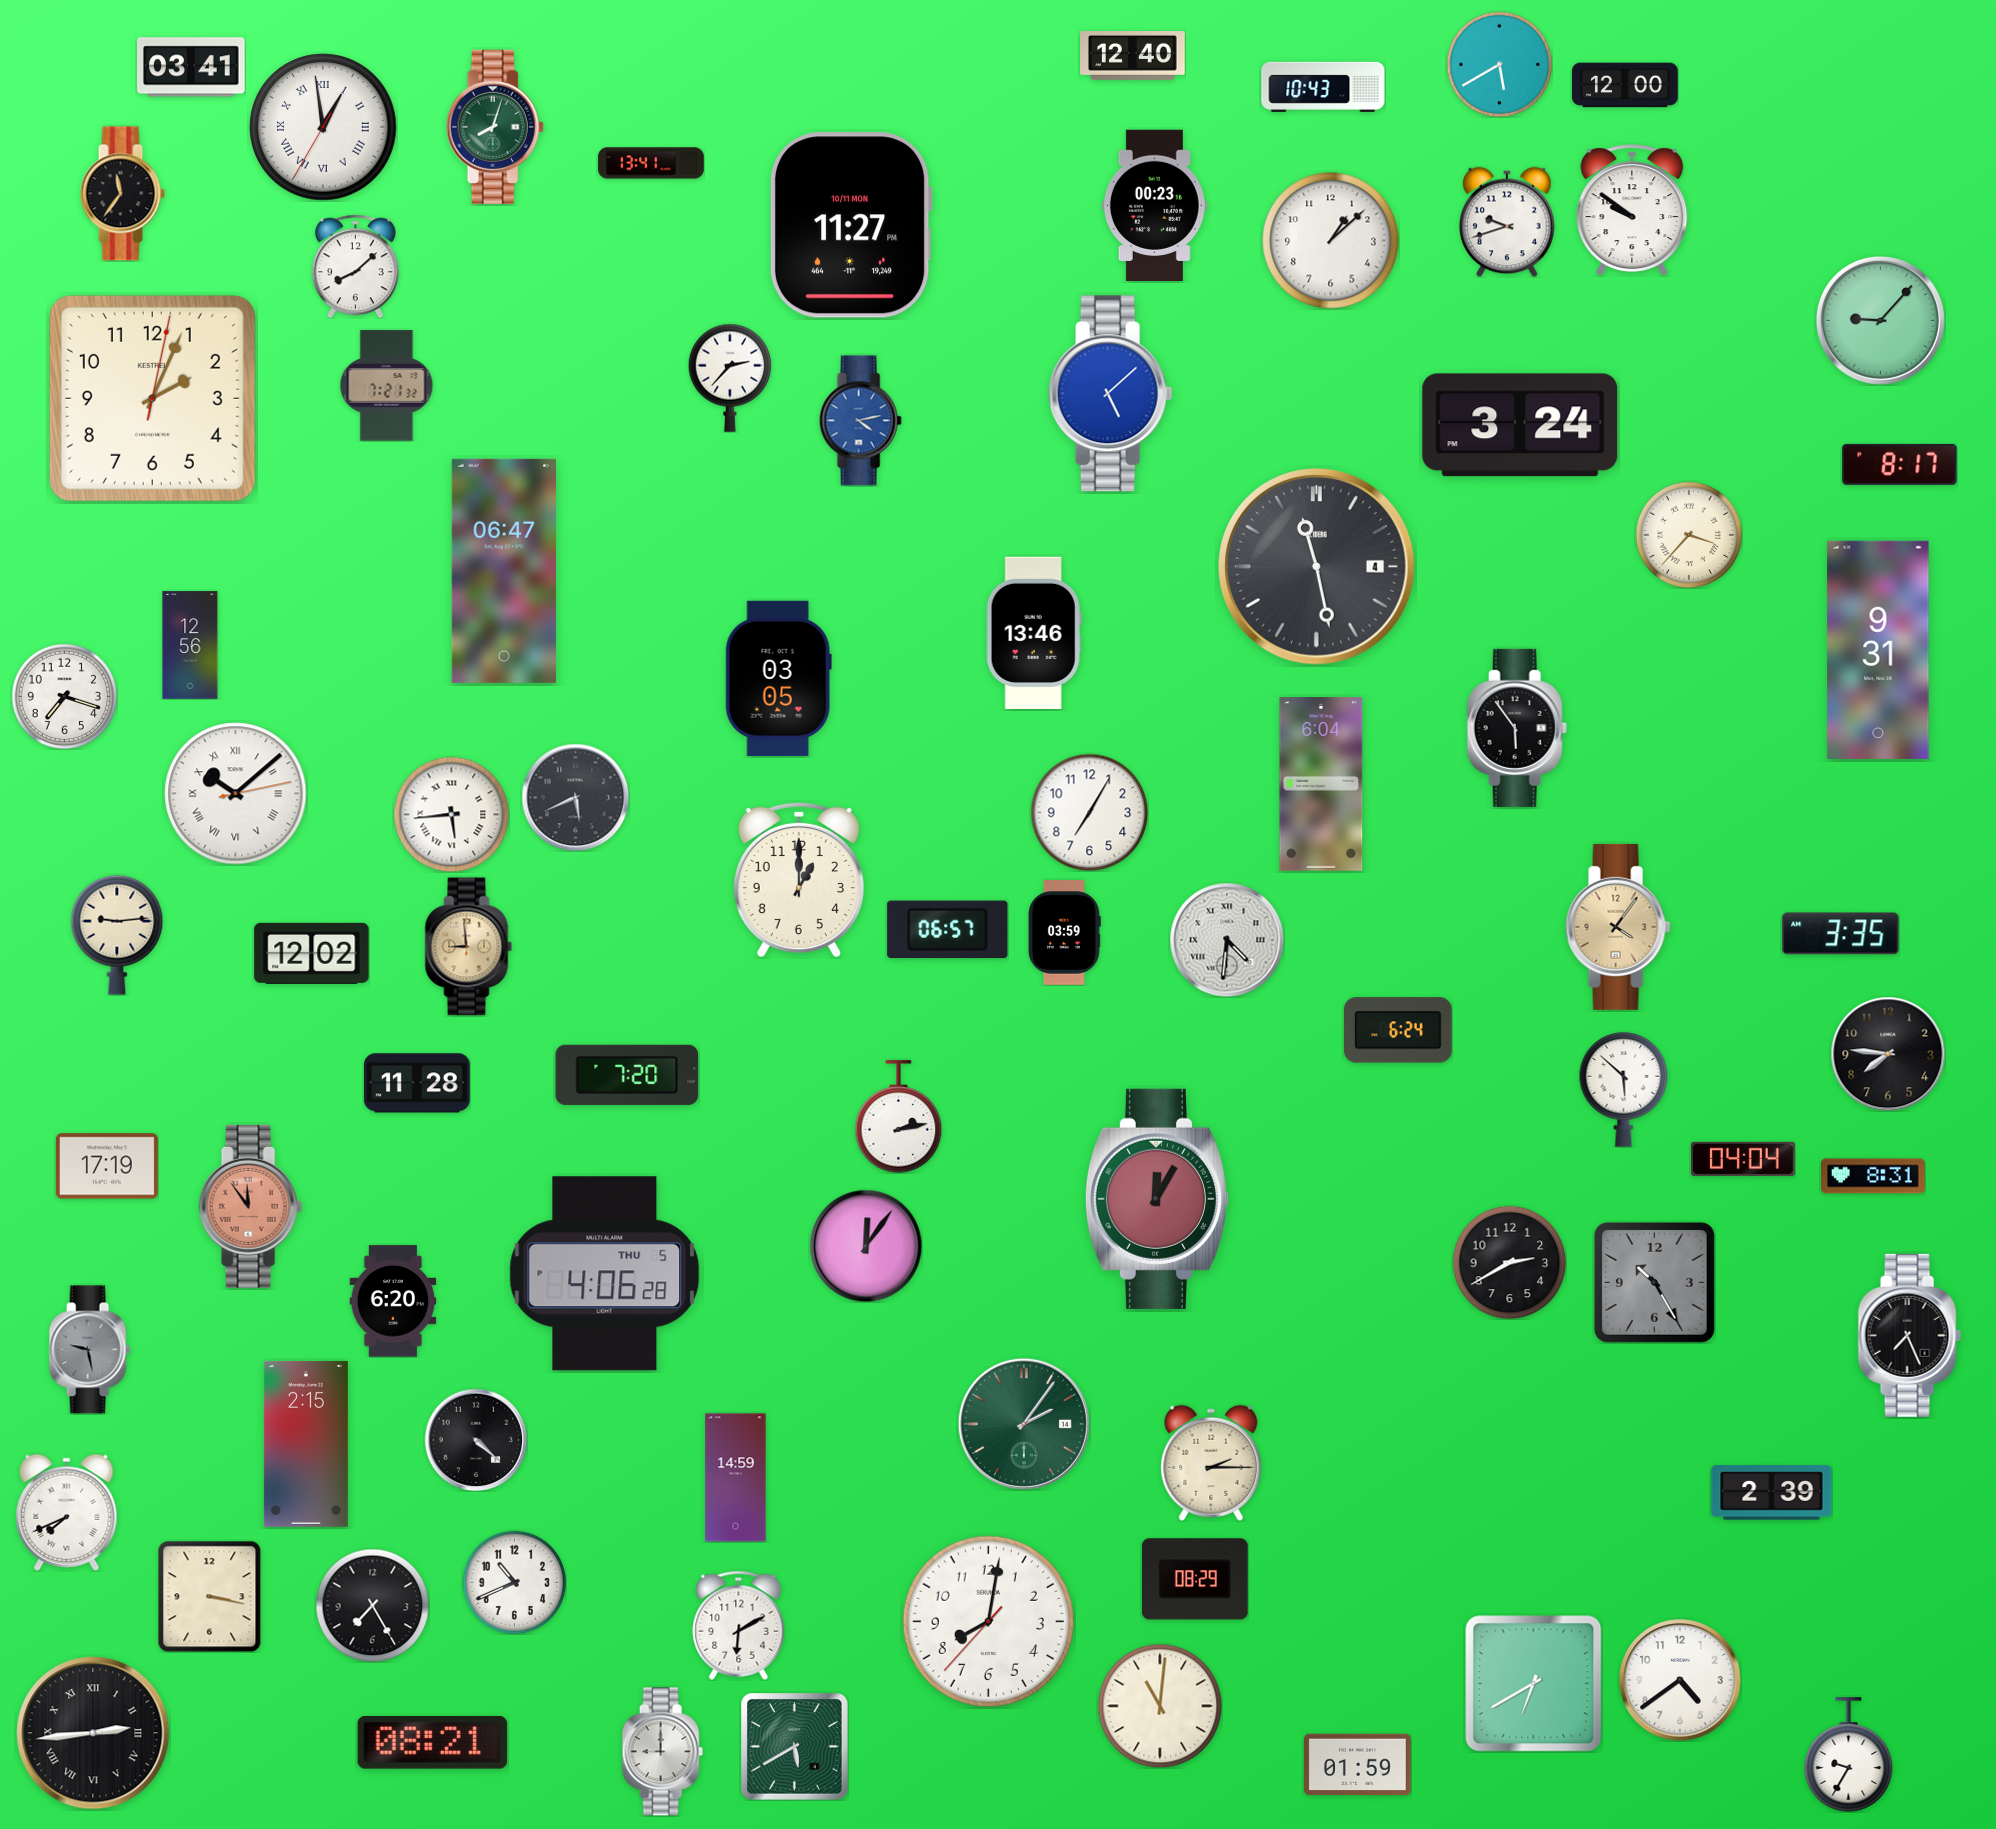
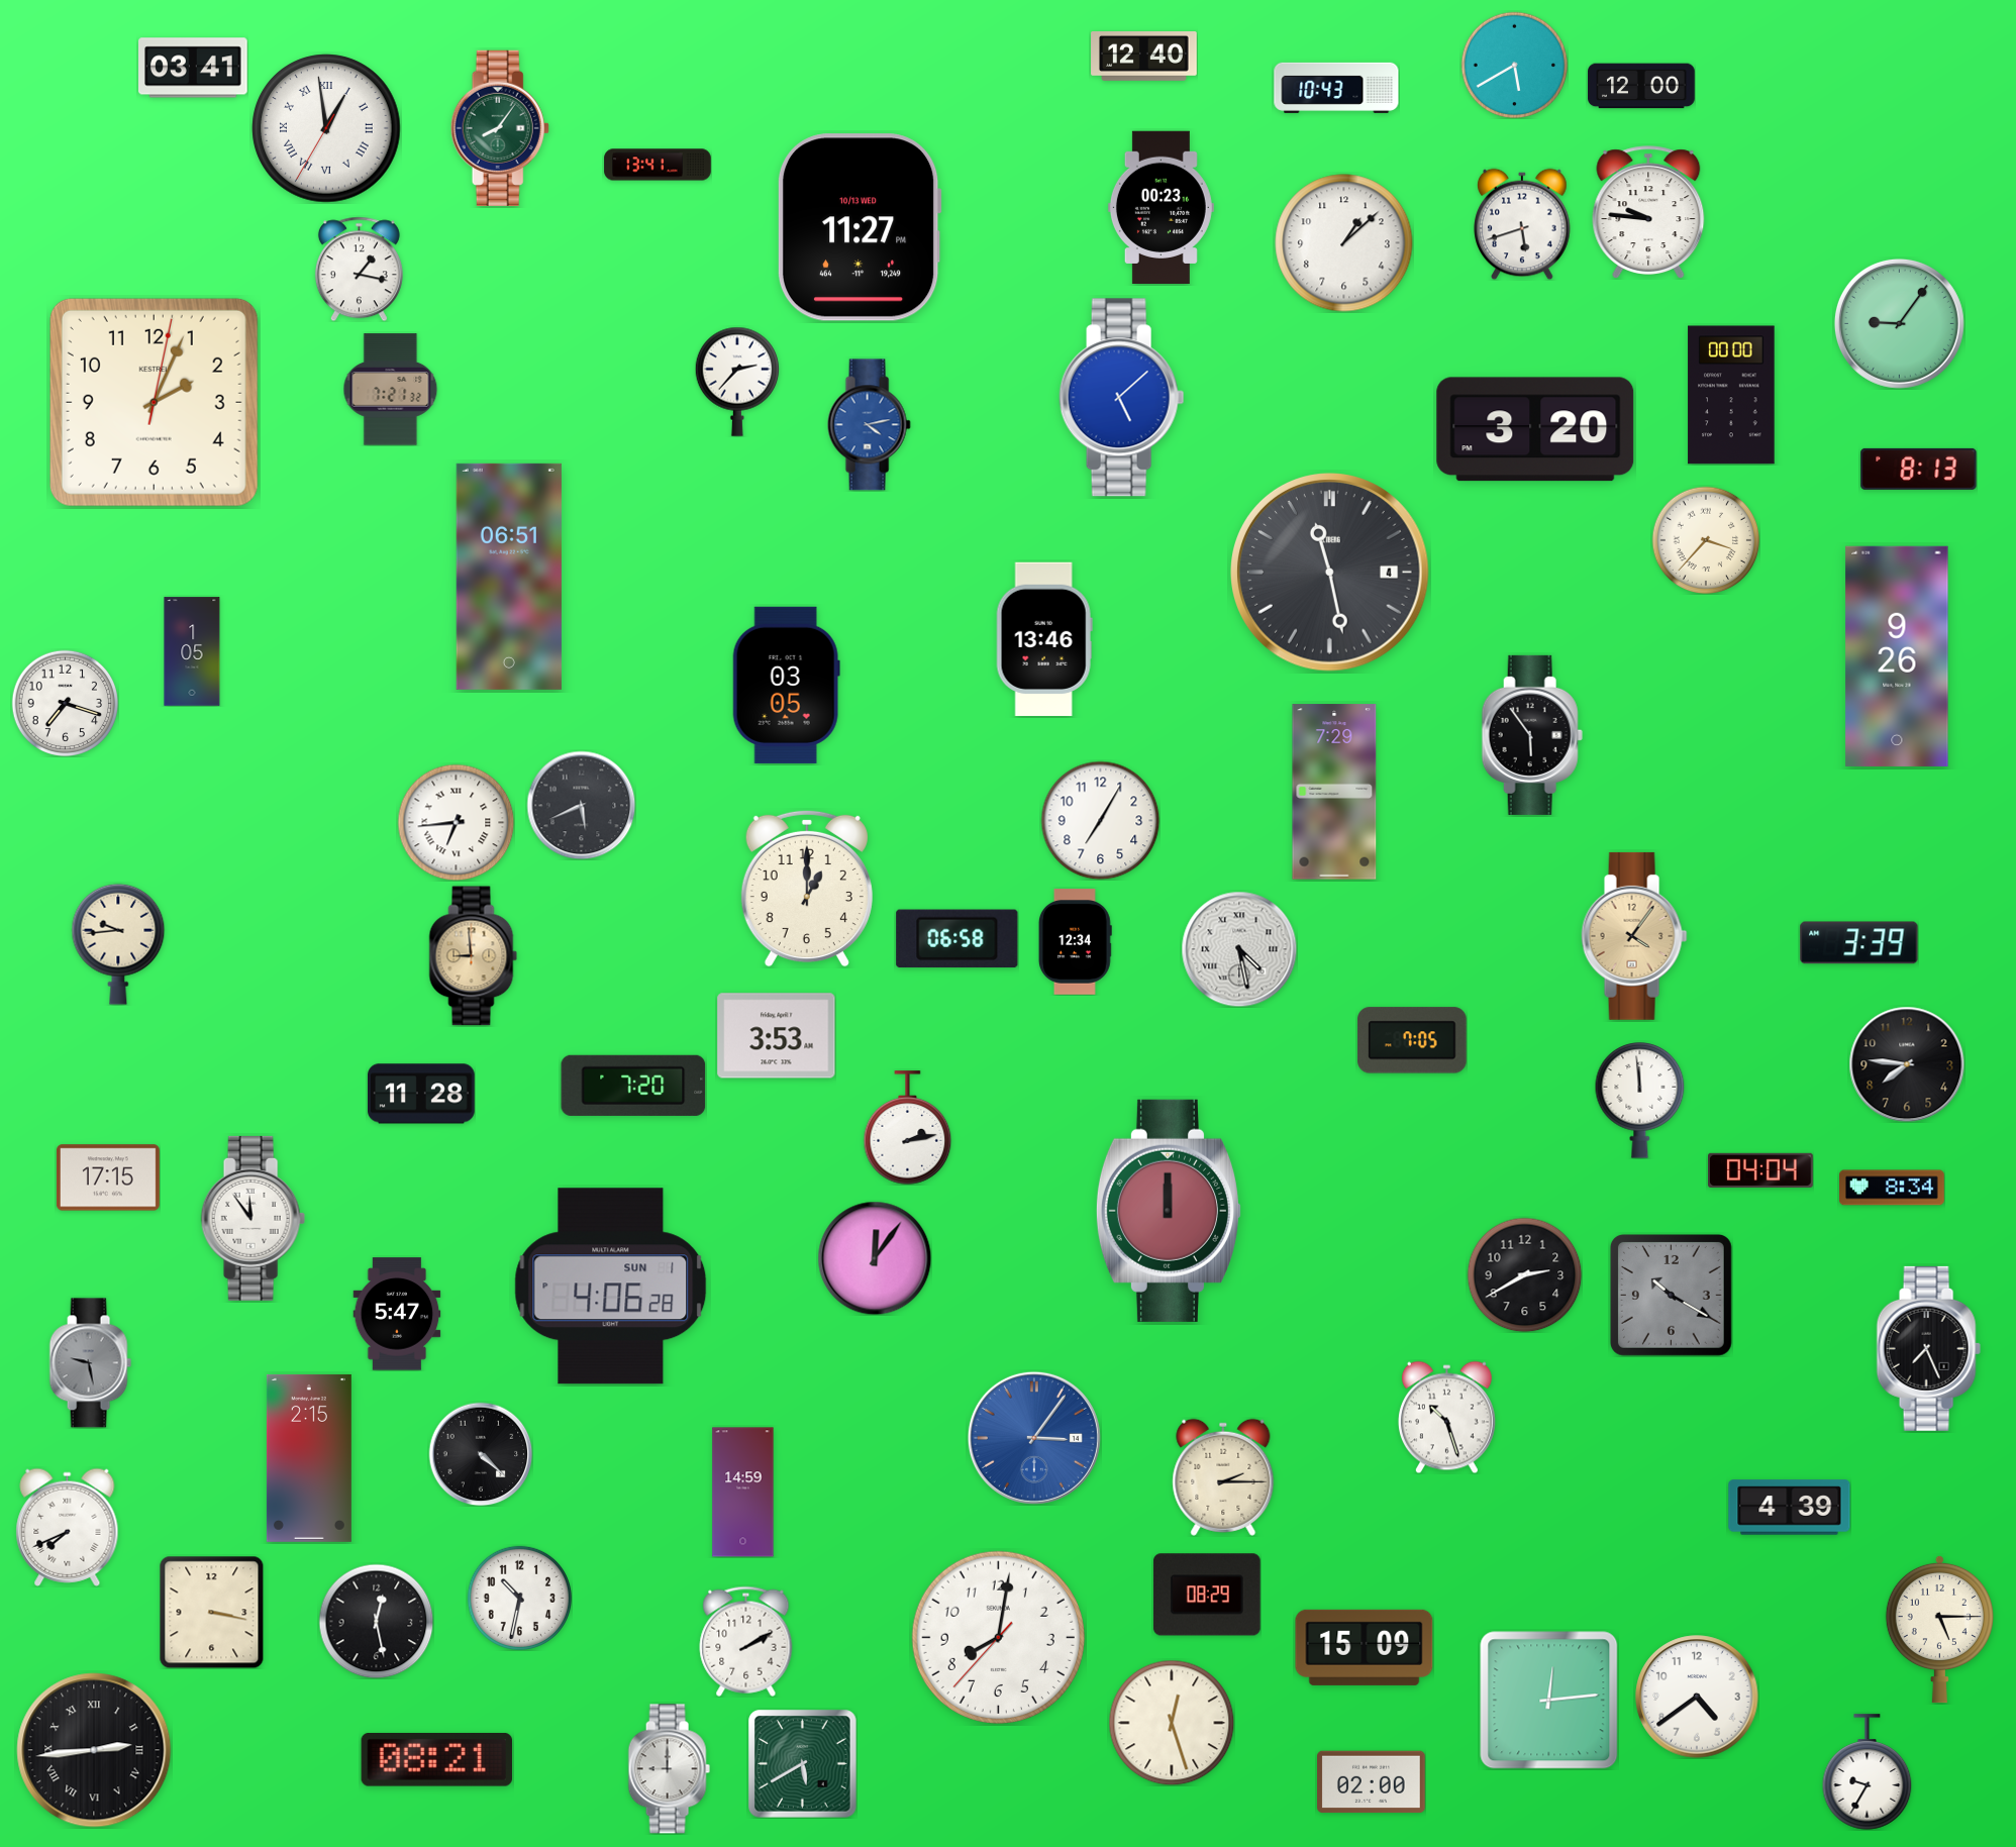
clock at (495, 127): 8:03 -> 8:06
clock at (122, 194): 11:36 -> none
clock at (1154, 205) position: (1154, 205) -> (1161, 207)
clock at (1632, 210): 9:51 -> 9:46
clock at (1507, 222): 9:42 -> 5:42
clock at (851, 225) date: 10/11 MON -> 10/13 WED
clock at (355, 266): 8:08 -> 1:17
clock at (1880, 320): 9:07 -> 9:06
clock at (1731, 395): none -> 00:00
clock at (1520, 425): 3:24 -> 3:20
clock at (1900, 464): 8:17 -> 8:13
clock at (504, 571): 06:47 -> 06:51
clock at (190, 645): 12:56 -> 1:05
clock at (1878, 650): 9:31 -> 9:26
clock at (1321, 784): 6:04 -> 7:29
clock at (236, 794): 10:08 -> none
clock at (451, 814): 5:44 -> 6:44
clock at (948, 930): 06:57 -> 06:58
clock at (1064, 933): 03:59 -> 12:34
clock at (1841, 934): 3:35 -> 3:39
clock at (117, 935): 9:14 -> 9:44
clock at (1227, 940): 4:31 -> 4:28
clock at (312, 953): 12:02 -> none
clock at (777, 1036): none -> 3:53
clock at (1398, 1030): 6:24 -> 7:05
clock at (1624, 1090): 5:52 -> 11:59
clock at (107, 1166): 17:19 -> 17:15
clock at (1874, 1176): 8:31 -> 8:34
clock at (1157, 1199): 12:05 -> 12:00
clock at (250, 1206) dial: salmon -> white
clock at (605, 1274) date: THU 5 -> SUN 1
clock at (1654, 1282): 10:25 -> 10:20
clock at (393, 1301): 6:20 -> 5:47
clock at (1446, 1417): none -> 10:27
clock at (1024, 1424): 2:06 -> 3:06
clock at (1024, 1424) dial: green -> blue
clock at (1772, 1493): 2:39 -> 4:39
clock at (514, 1582): 10:41 -> 10:32
clock at (372, 1605): 7:25 -> 12:28
clock at (1939, 1629): none -> 5:15
clock at (739, 1625): 6:10 -> 2:10
clock at (1365, 1647): none -> 15:09
clock at (1534, 1684): 6:40 -> 12:14
clock at (1160, 1706): 11:01 -> 12:27
clock at (1358, 1765): 01:59 -> 02:00
